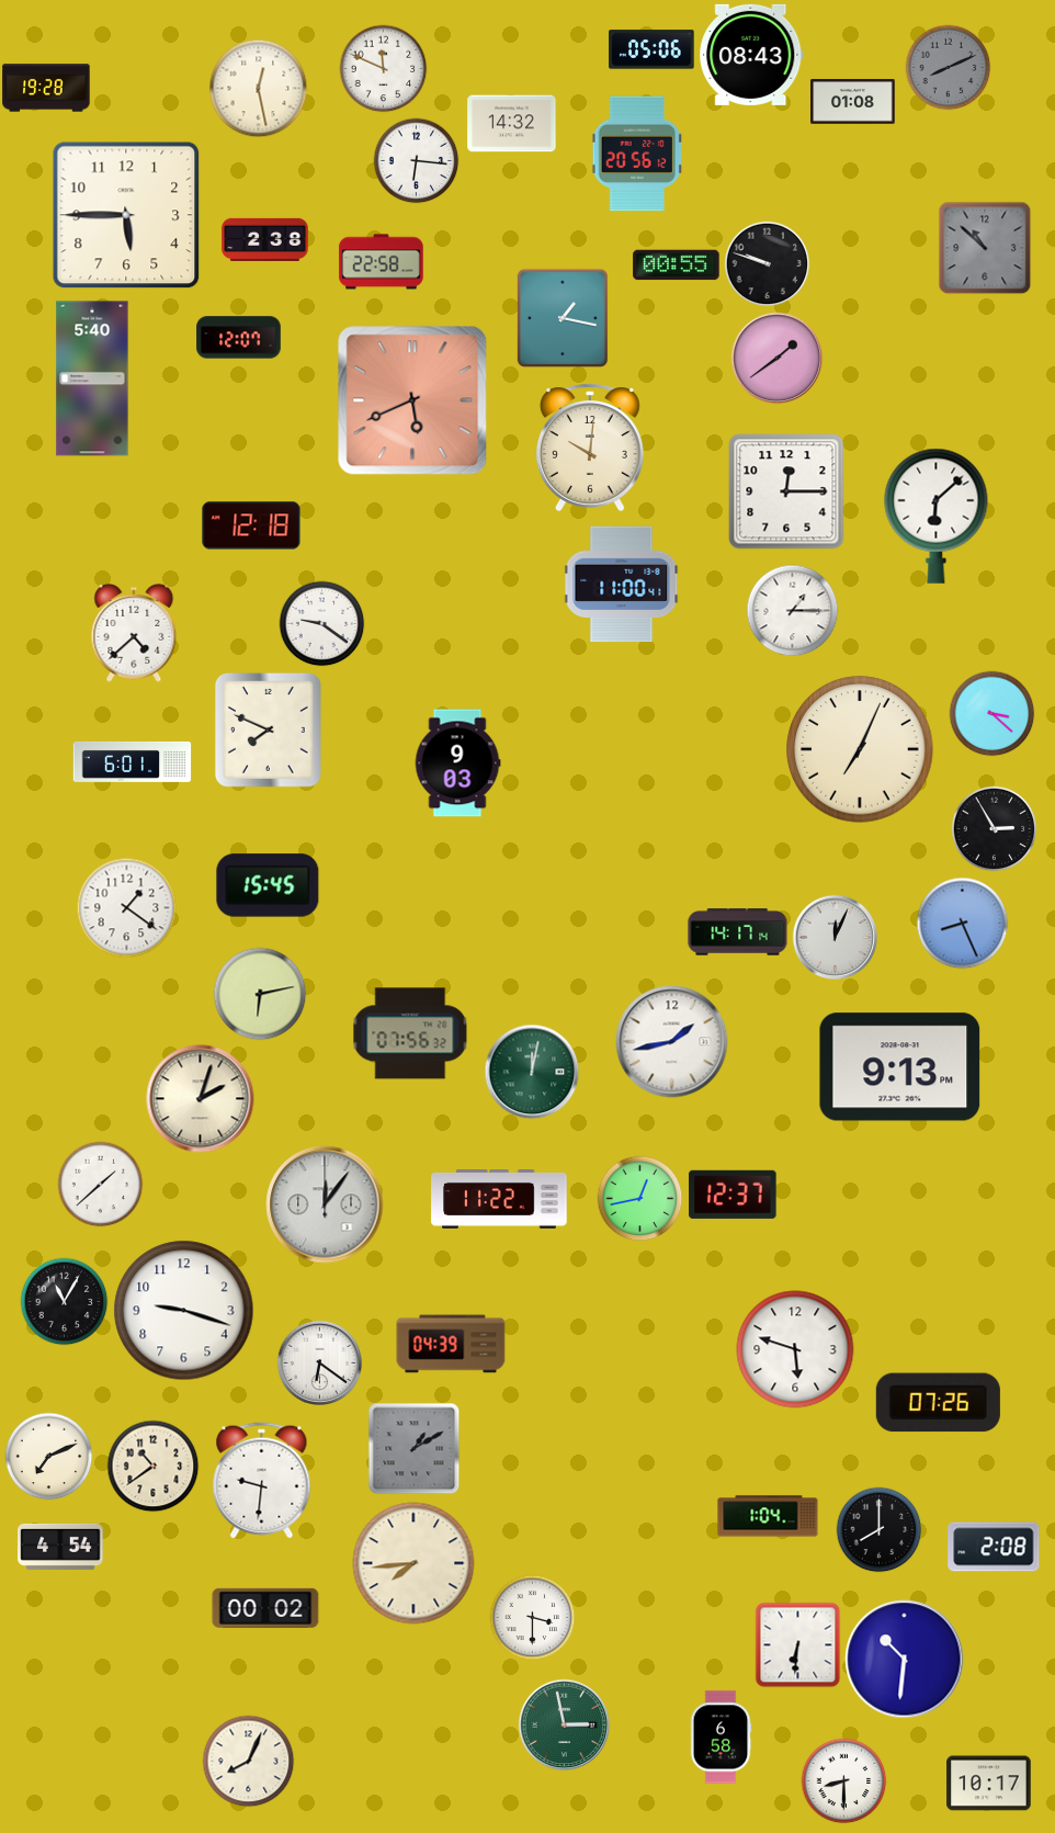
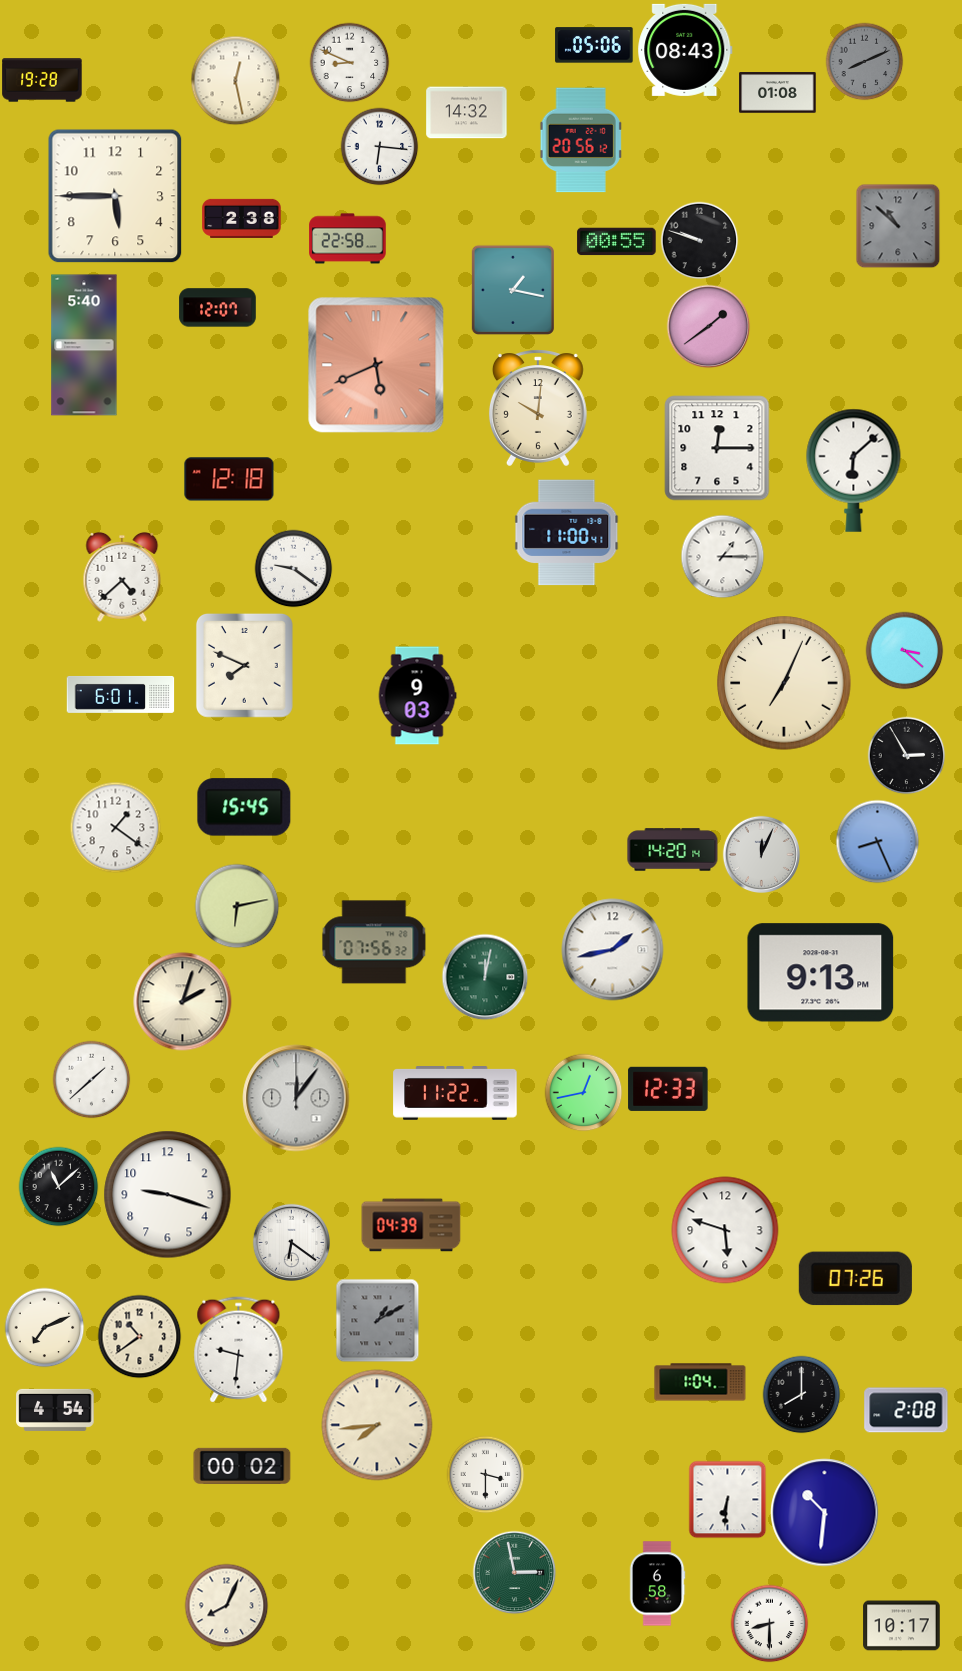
clock at (383, 68): 11:49 -> 8:49
clock at (738, 932): 14:17 -> 14:20
clock at (733, 1195): 12:37 -> 12:33
clock at (64, 1301): 11:05 -> 11:08
